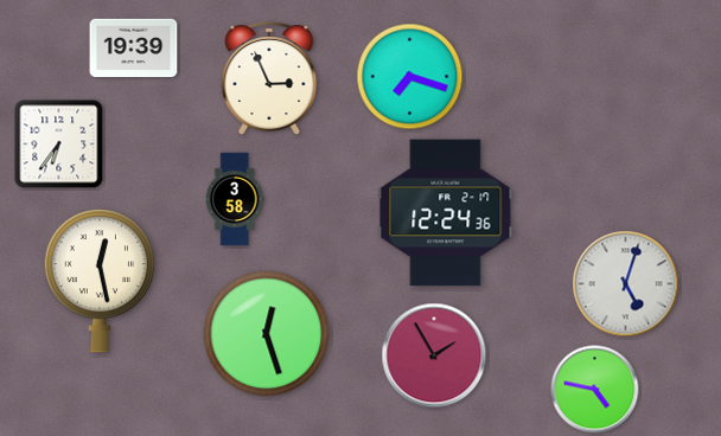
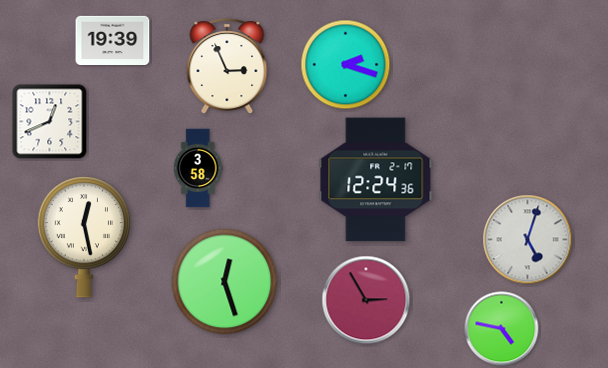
clock at (410, 77): 7:18 -> 2:18
clock at (59, 145): 6:36 -> 12:41
clock at (434, 355): 1:55 -> 2:55
